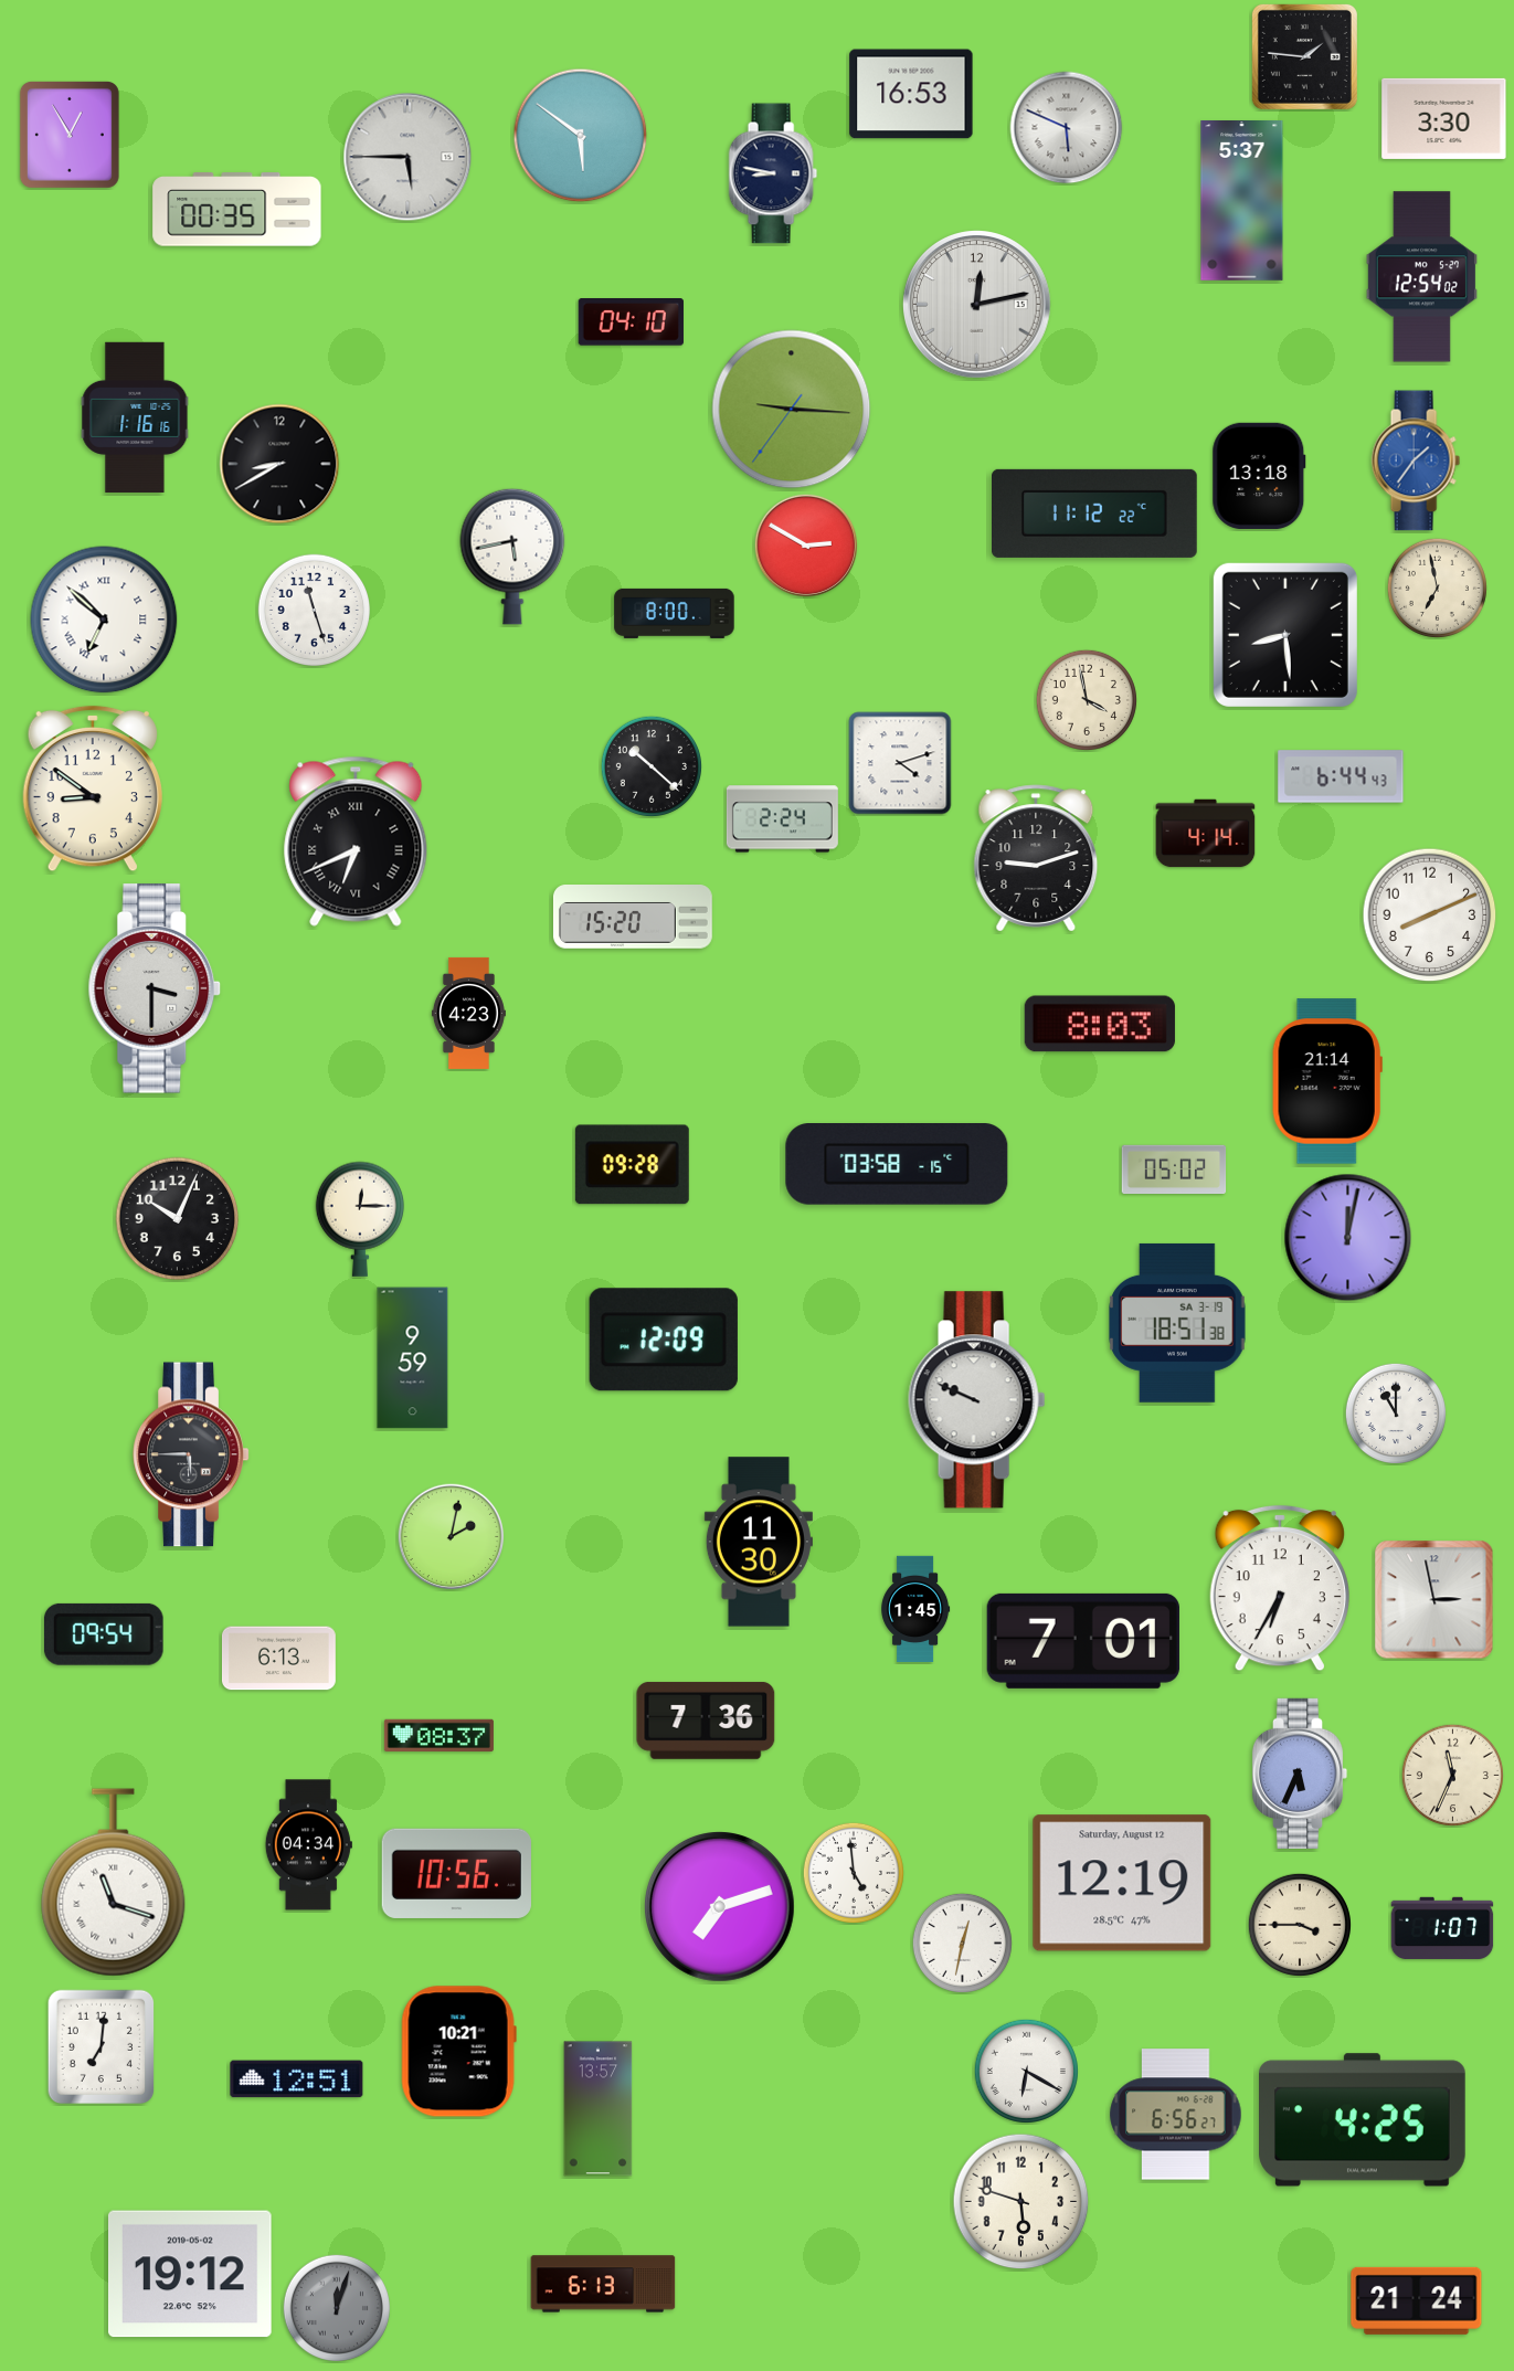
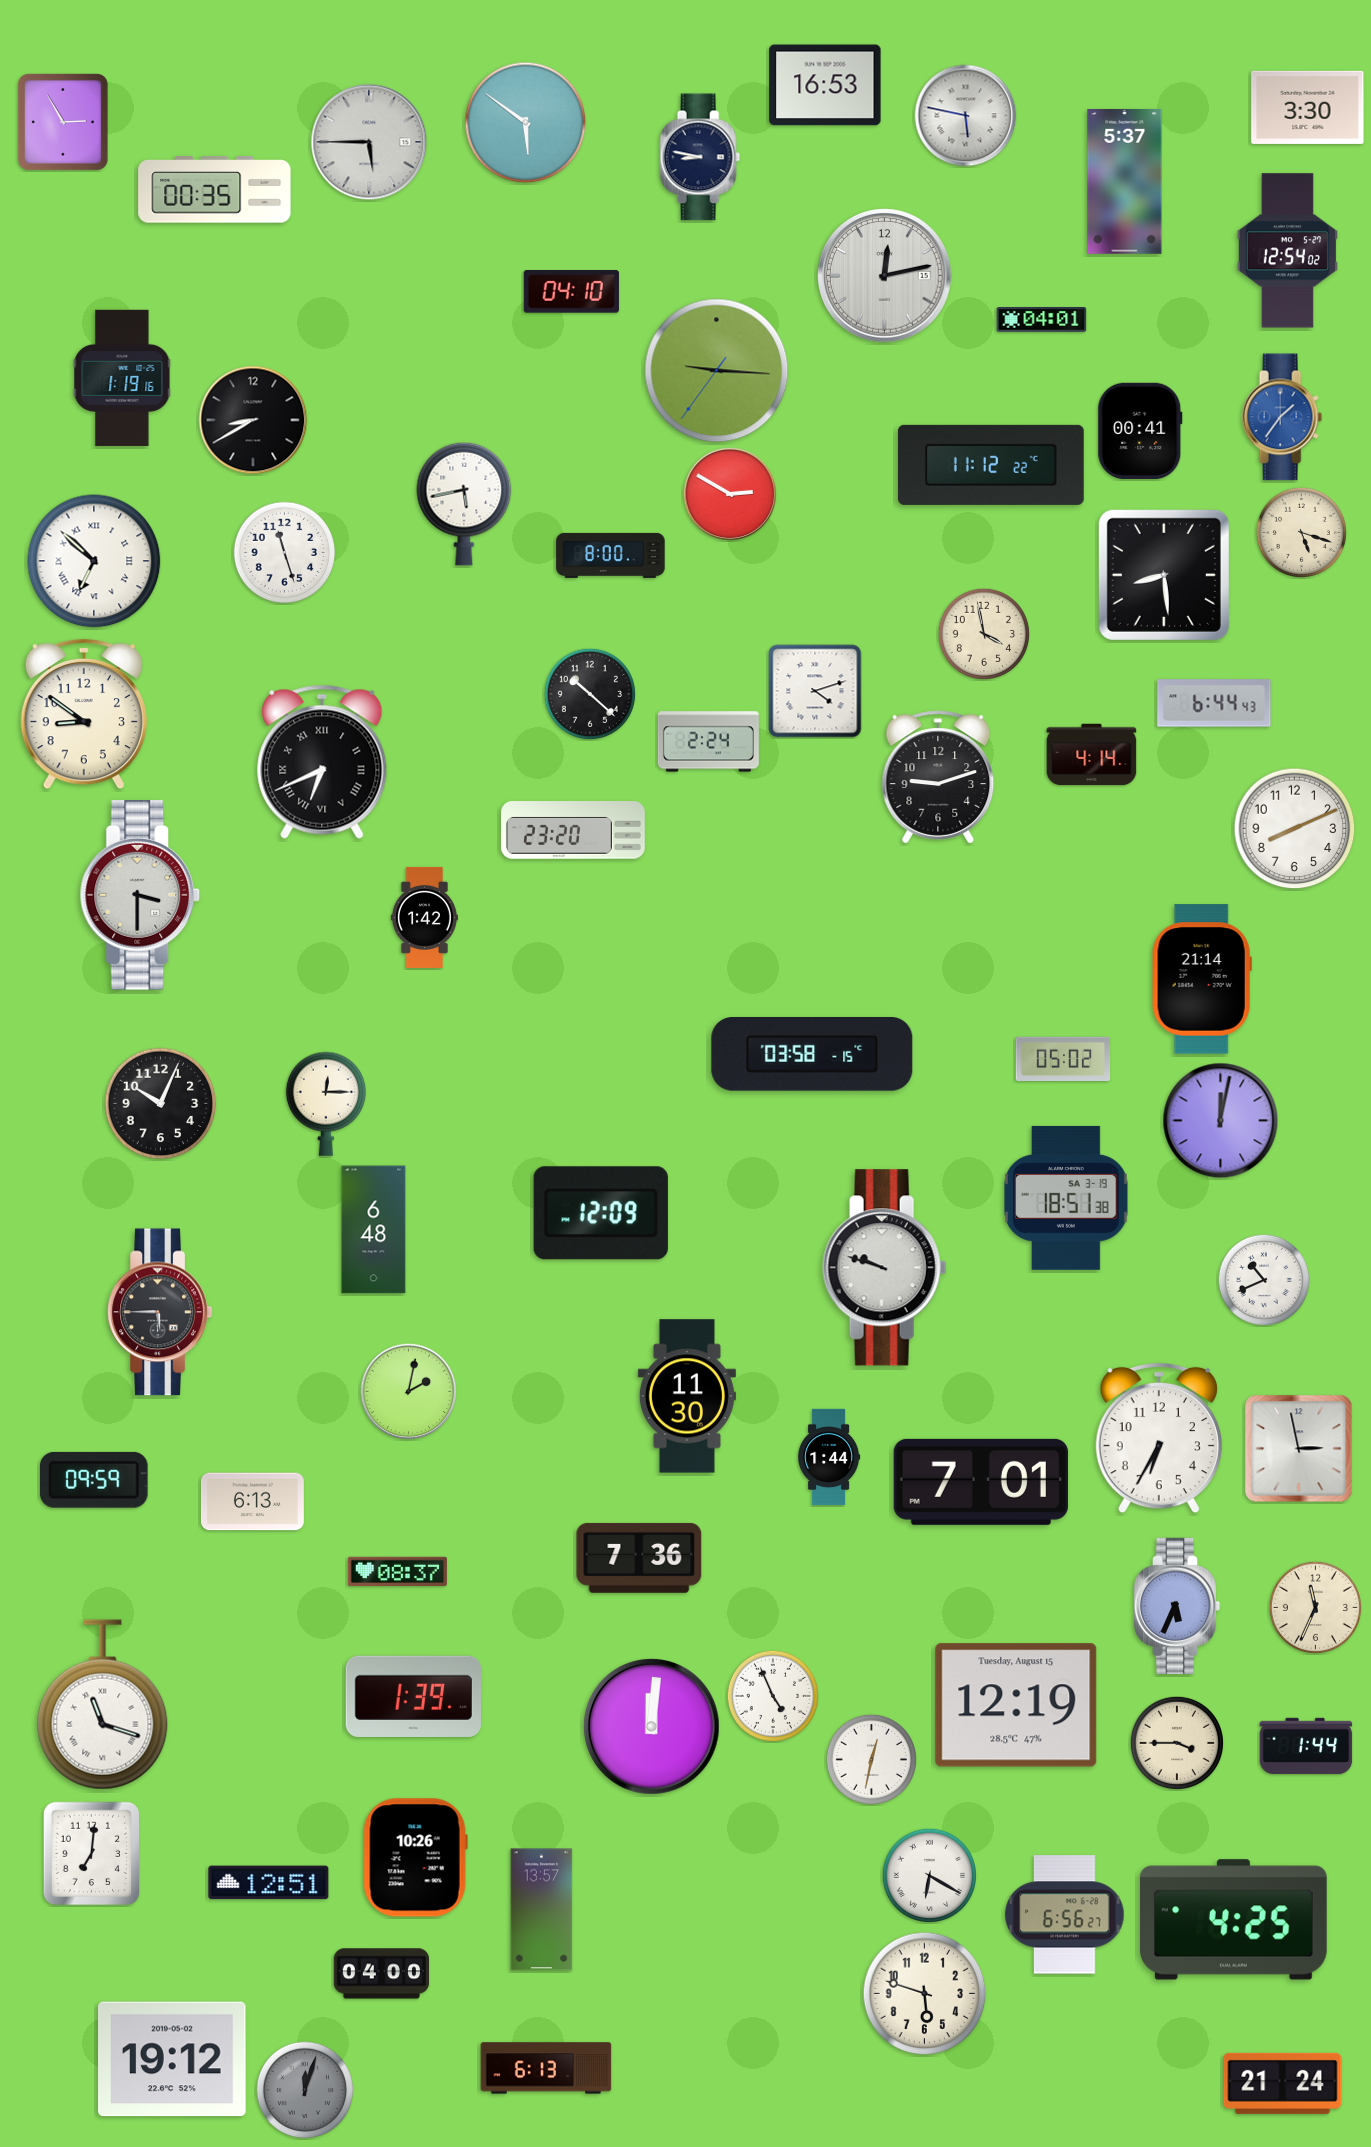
clock at (1304, 56): 1:46 -> none
clock at (1067, 128): 5:49 -> 5:47
clock at (70, 135): 12:55 -> 2:55
clock at (1042, 320): none -> 04:01
clock at (135, 417): 1:16 -> 1:19
clock at (1259, 476): 13:18 -> 00:41
clock at (1437, 588): 6:58 -> 5:18
clock at (633, 918): 15:20 -> 23:20
clock at (468, 1013): 4:23 -> 1:42
clock at (1100, 1024): 8:03 -> none
clock at (632, 1165): 09:28 -> none
clock at (413, 1358): 9:59 -> 6:48
clock at (977, 1400): 9:49 -> 9:48
clock at (1396, 1414): 11:00 -> 10:41
clock at (191, 1454) position: (191, 1454) -> (160, 1312)
clock at (915, 1609): 1:45 -> 1:44
clock at (104, 1634): 09:54 -> 09:59
clock at (1083, 1641) position: (1083, 1641) -> (981, 1482)
clock at (308, 1845): 04:34 -> none
clock at (456, 1873): 10:56 -> 1:39
clock at (854, 1873): 4:59 -> 4:56
clock at (1122, 1883) date: Saturday, August 12 -> Tuesday, August 15
clock at (720, 1907): 7:12 -> 12:01
clock at (1442, 1928): 1:07 -> 1:44
clock at (458, 2052): 10:21 -> 10:26
clock at (382, 1974): none -> 04:00
